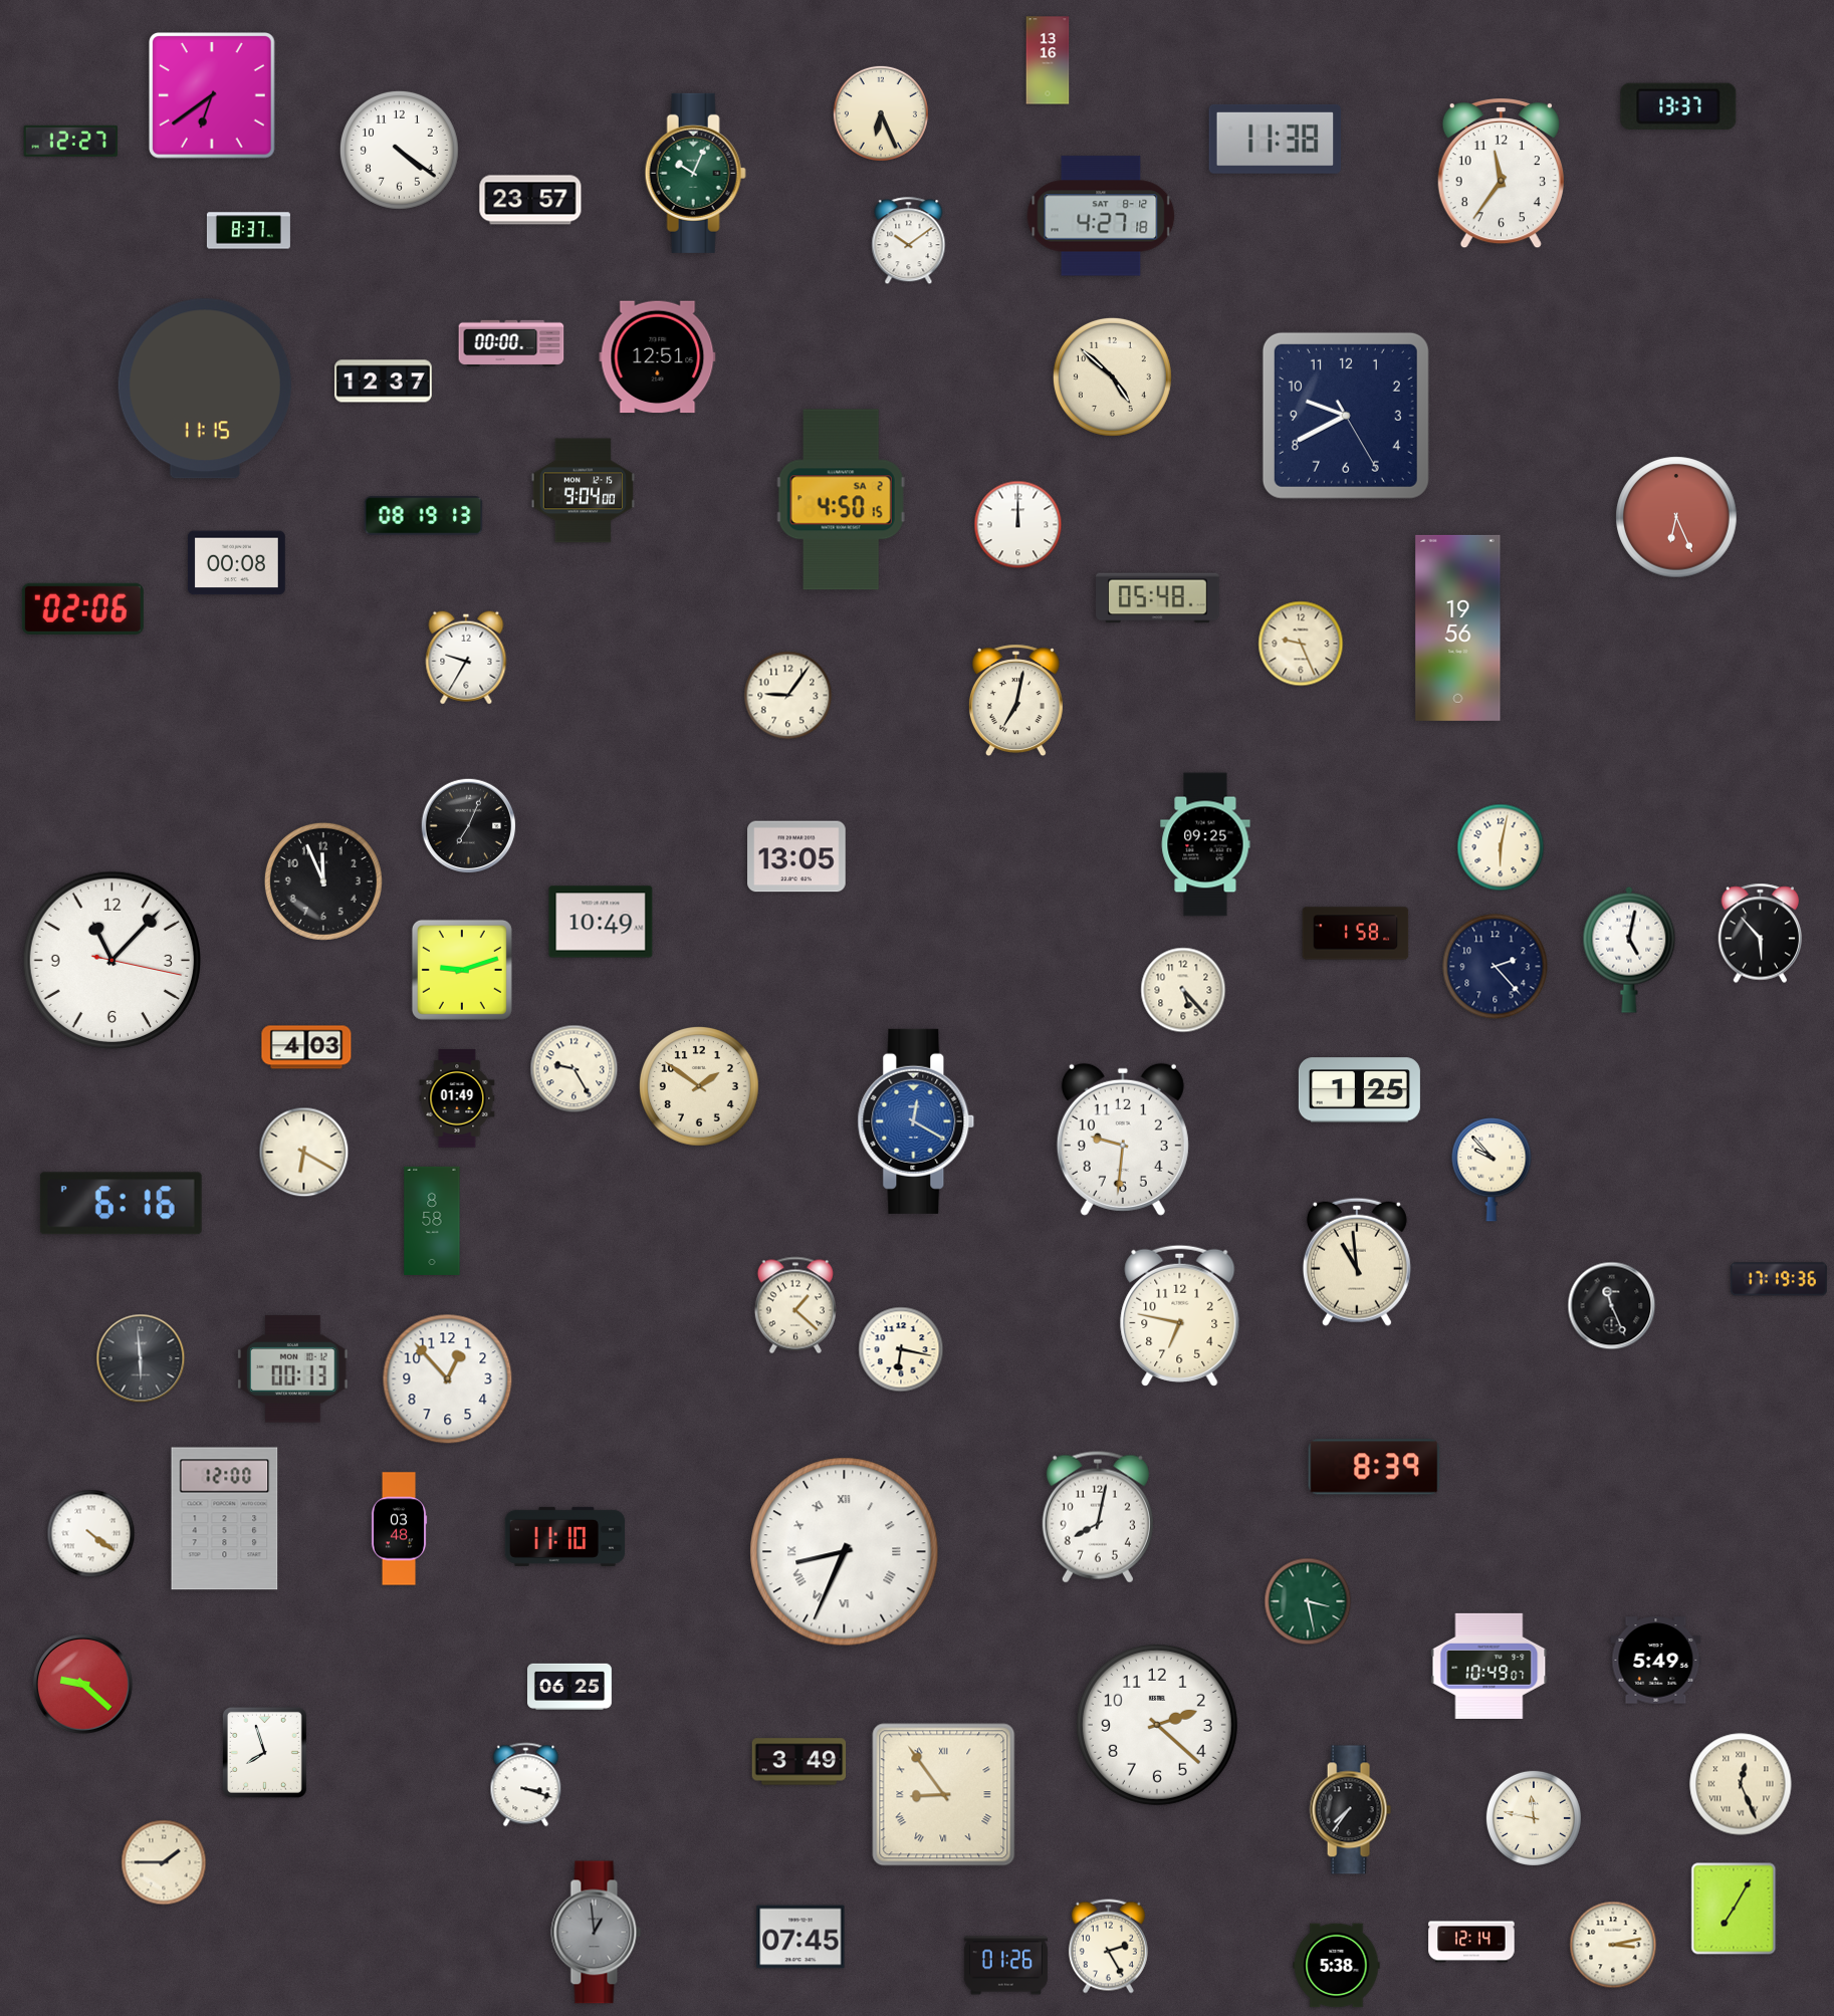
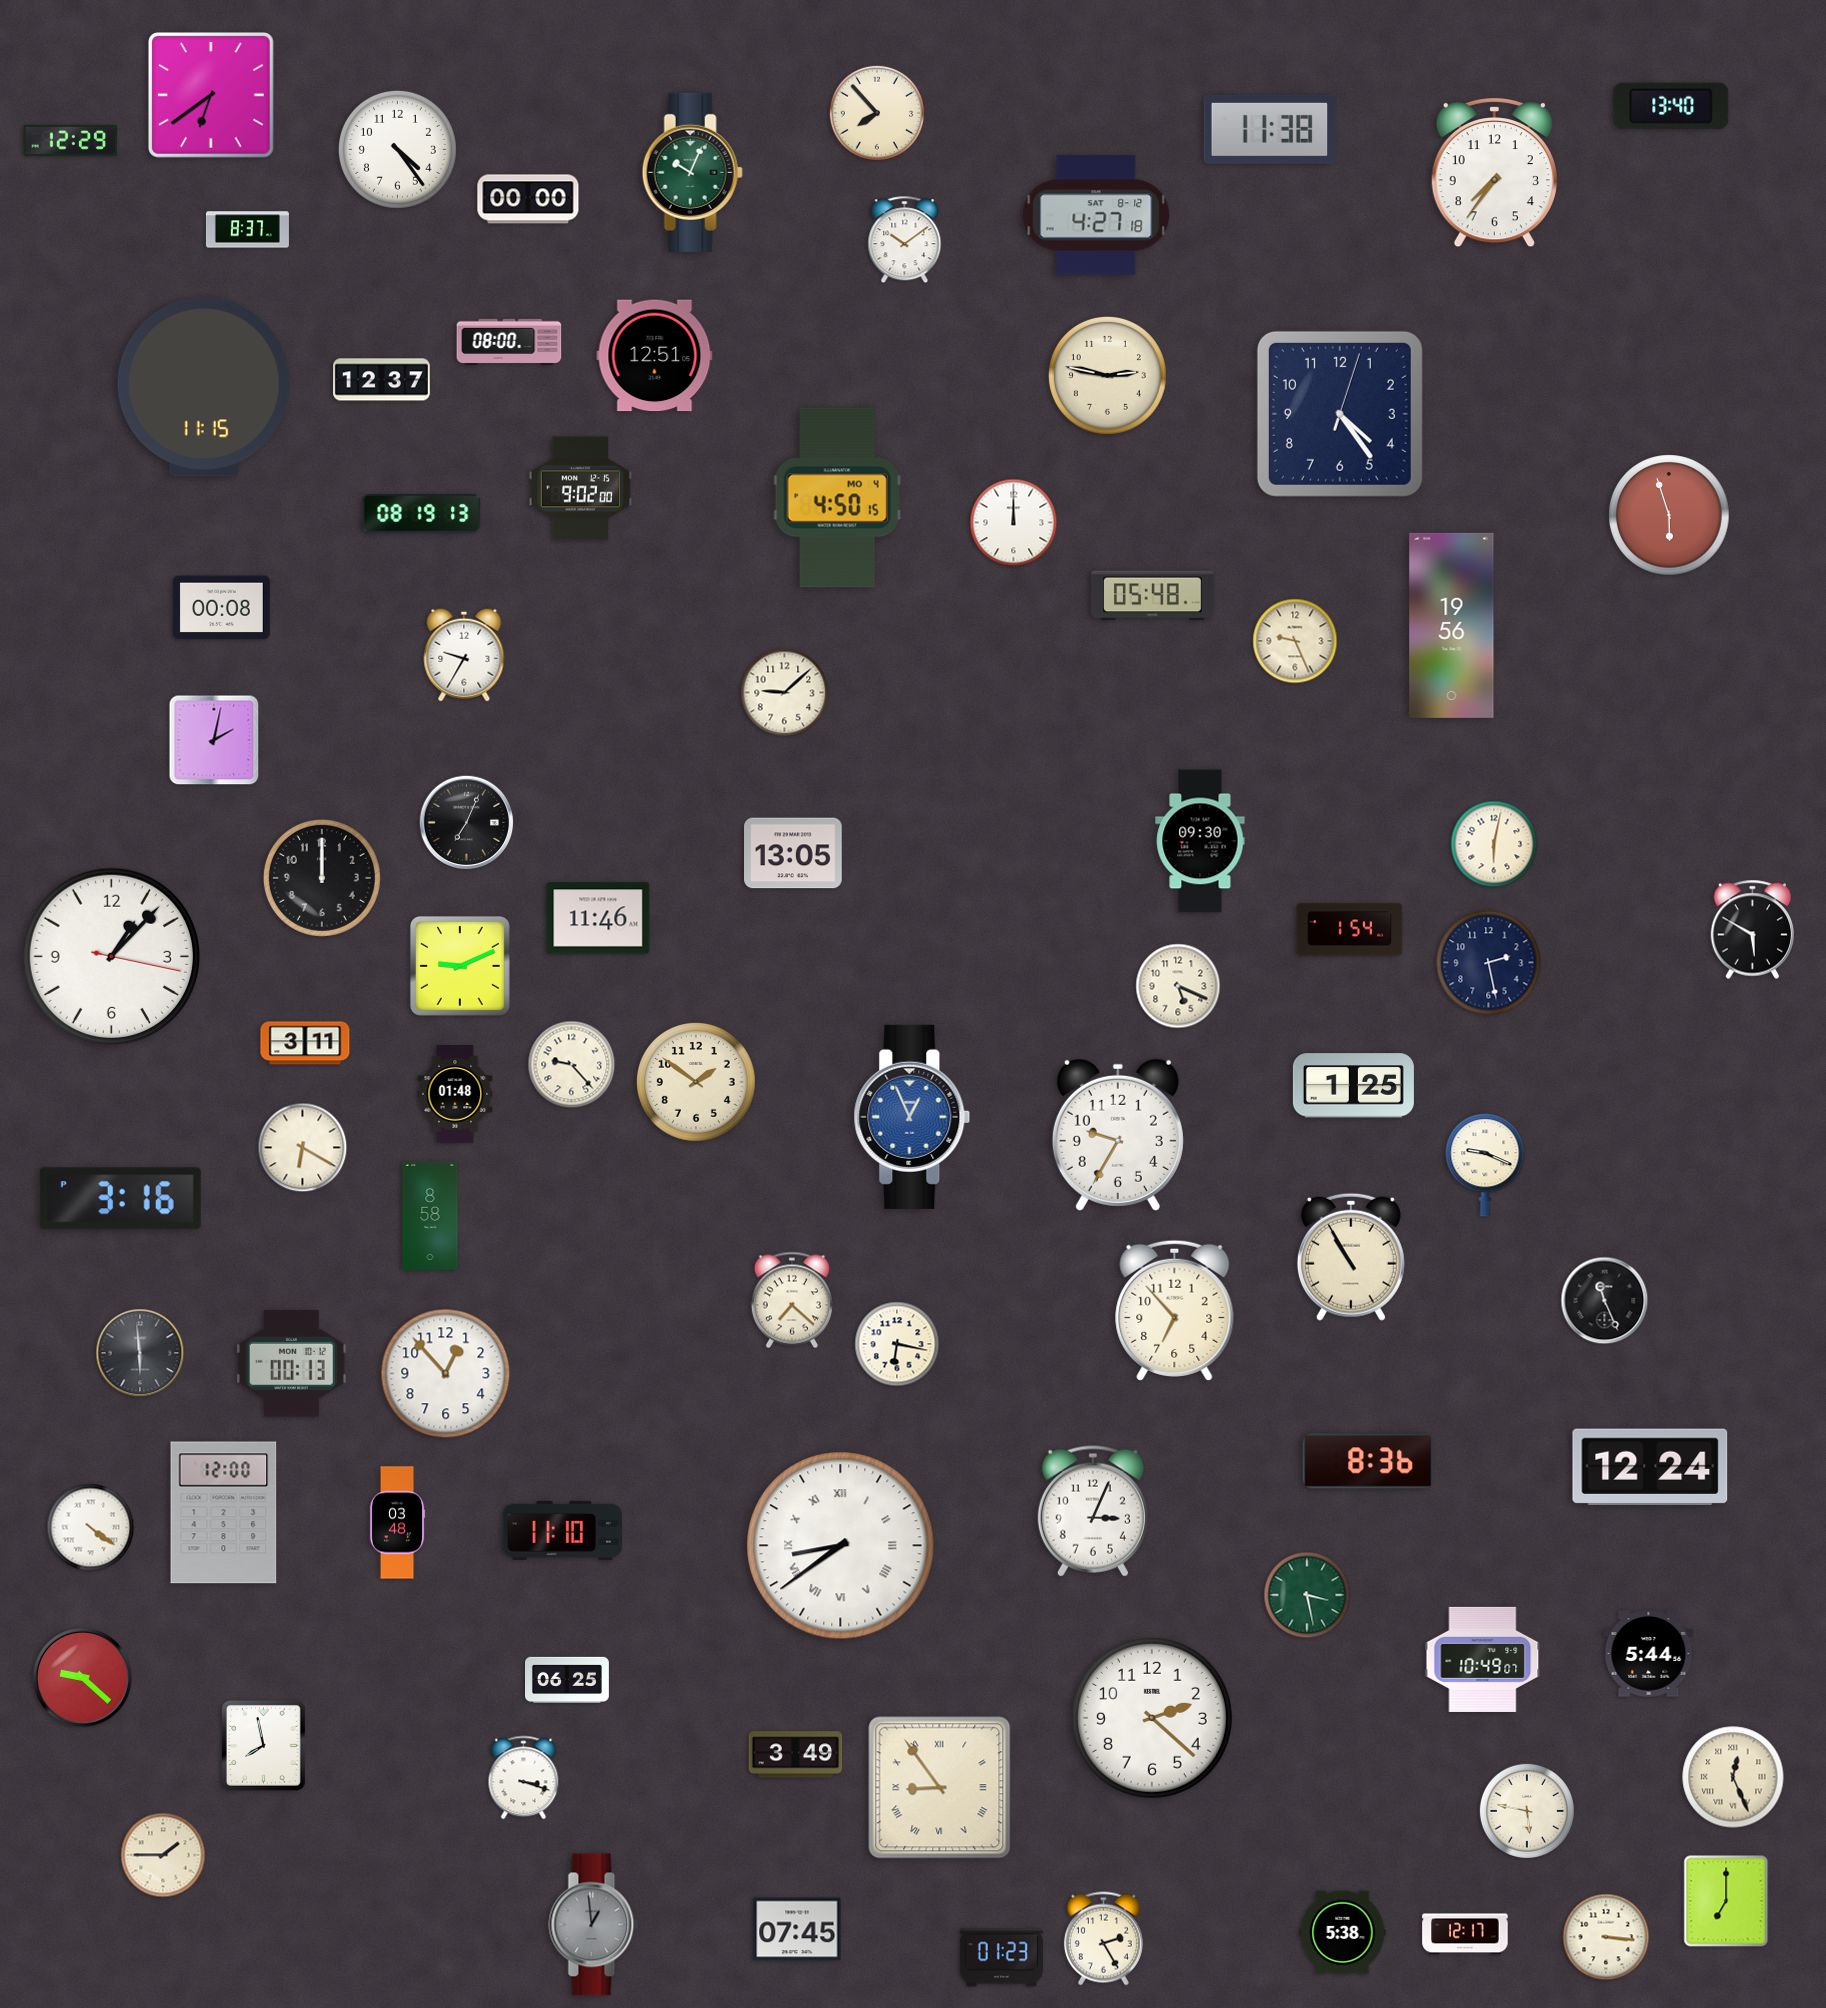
clock at (1048, 60): 13:16 -> none
clock at (1678, 106): 13:37 -> 13:40
clock at (881, 113): 6:26 -> 7:53
clock at (1276, 139) position: (1276, 139) -> (1270, 129)
clock at (71, 141): 12:27 -> 12:29
clock at (399, 150): 4:21 -> 4:24
clock at (1501, 173): 11:36 -> 7:36
clock at (530, 200): 23:57 -> 00:00
clock at (511, 342): 00:00 -> 08:00
clock at (1112, 376): 4:52 -> 2:47
clock at (1346, 416): 9:40 -> 4:24
clock at (583, 491): 9:04 -> 9:02
clock at (841, 500) date: SA 2 -> MO 4
clock at (1676, 517): 6:26 -> 5:57
clock at (236, 563) position: (236, 563) -> (221, 608)
clock at (82, 608): 02:06 -> none
clock at (788, 696): 9:06 -> 9:08
clock at (1015, 701): 7:02 -> none
clock at (214, 740): none -> 2:02
clock at (1205, 844): 09:25 -> 09:30
clock at (323, 881): 11:56 -> 12:00
clock at (601, 922): 10:49 -> 11:46
clock at (1356, 934): 1:58 -> 1:54
clock at (1761, 934): 5:53 -> 5:50
clock at (1629, 950): 5:02 -> none
clock at (111, 960): 11:07 -> 1:07
clock at (1496, 967): 2:23 -> 2:28
clock at (462, 970): 9:12 -> 9:11
clock at (1183, 990): 5:23 -> 5:19
clock at (306, 1047): 4:03 -> 3:11
clock at (575, 1069): 9:25 -> 9:23
clock at (457, 1098): 01:49 -> 01:48
clock at (916, 1121): 12:20 -> 12:56
clock at (1123, 1140): 9:31 -> 9:35
clock at (1492, 1170): 9:53 -> 9:19
clock at (121, 1204): 6:16 -> 3:16
clock at (1357, 1262): 10:59 -> 10:55
clock at (1779, 1279): 17:19 -> none
clock at (795, 1305): 1:22 -> 7:22
clock at (1180, 1315): 6:47 -> 6:53
clock at (1374, 1467): 8:39 -> 8:36
clock at (1650, 1467): none -> 12:24
clock at (1098, 1517): 8:02 -> 3:04
clock at (845, 1552): 8:34 -> 8:39
clock at (1308, 1601) position: (1308, 1601) -> (1307, 1595)
clock at (1656, 1661): 5:49 -> 5:44
clock at (264, 1752): 7:57 -> 7:58
clock at (1350, 1810): 7:36 -> none
clock at (1534, 1818): 11:47 -> 5:47
clock at (1734, 1909): 7:05 -> 7:00
clock at (1471, 1942): 12:14 -> 12:17
clock at (1613, 1945): 3:13 -> 3:16
clock at (1005, 1966): 01:26 -> 01:23
clock at (1337, 1966) position: (1337, 1966) -> (1343, 1933)
